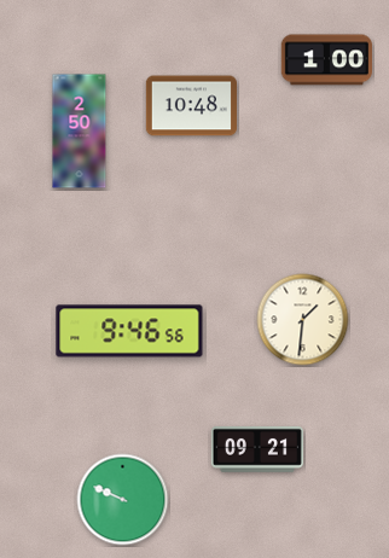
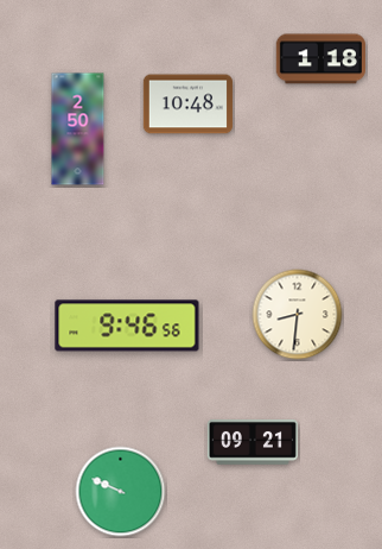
clock at (326, 60): 1:00 -> 1:18
clock at (303, 320): 1:31 -> 8:31
